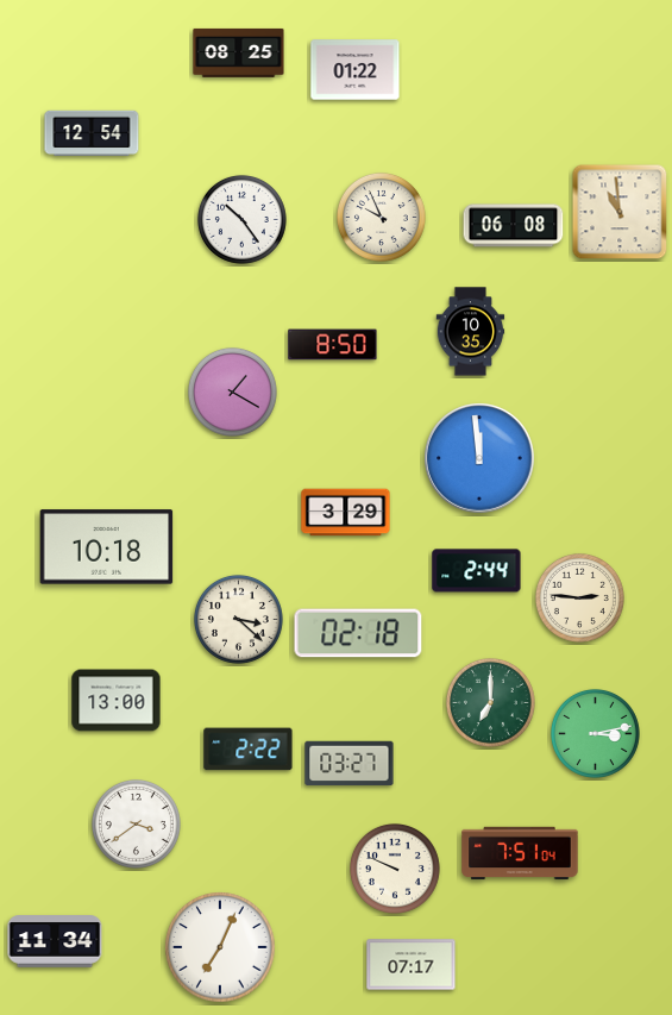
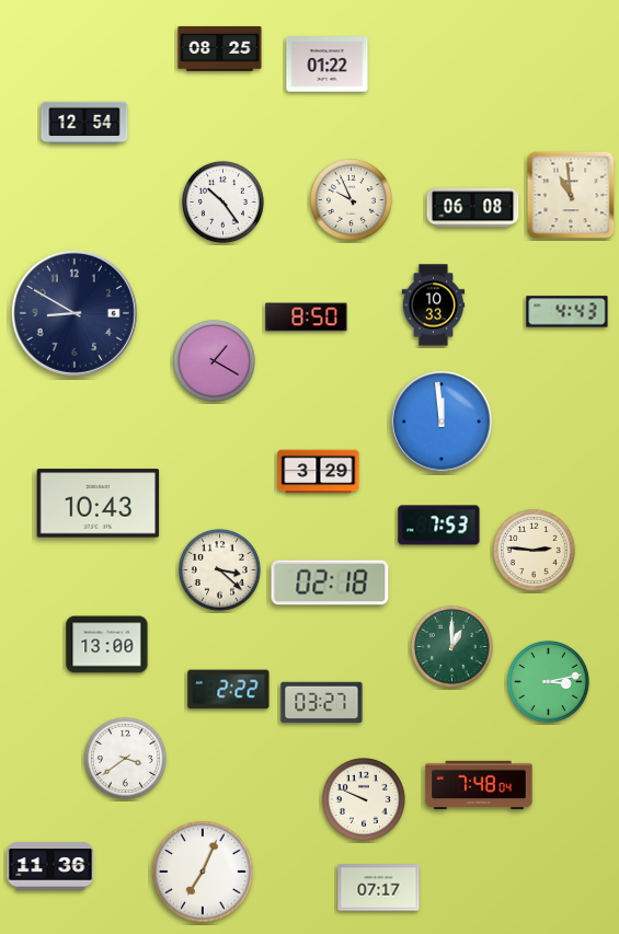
clock at (471, 332): 10:35 -> 10:33
clock at (568, 312): none -> 4:43
clock at (74, 313): none -> 8:50
clock at (107, 547): 10:18 -> 10:43
clock at (477, 571): 2:44 -> 7:53
clock at (490, 702): 7:00 -> 1:00
clock at (595, 733) position: (595, 733) -> (548, 681)
clock at (520, 853): 7:51 -> 7:48
clock at (55, 941): 11:34 -> 11:36
